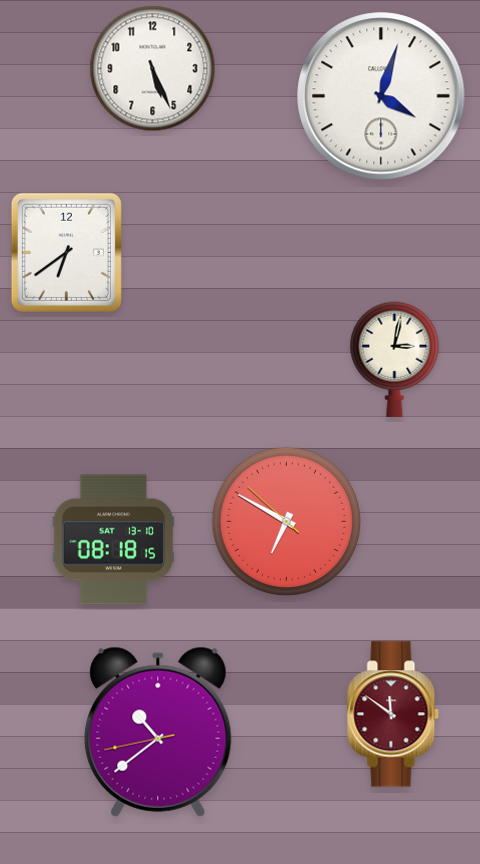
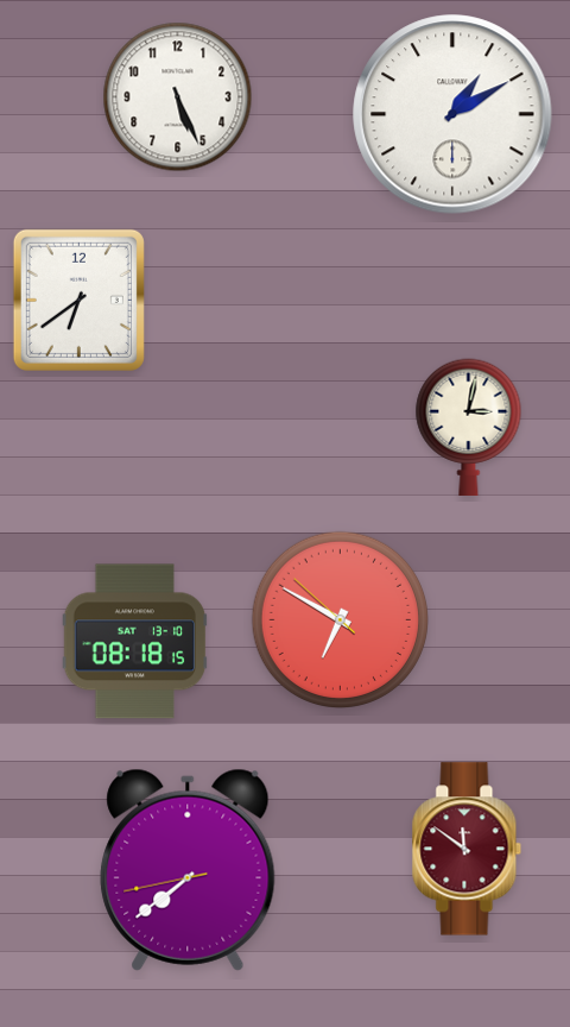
clock at (153, 69) position: (153, 69) -> (178, 97)
clock at (381, 96): 4:03 -> 1:10
clock at (158, 732): 10:38 -> 7:38
